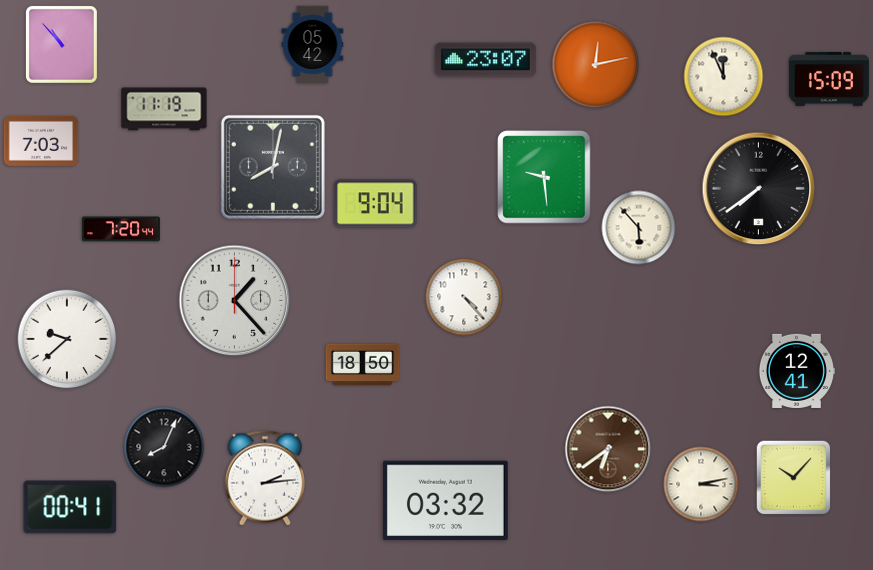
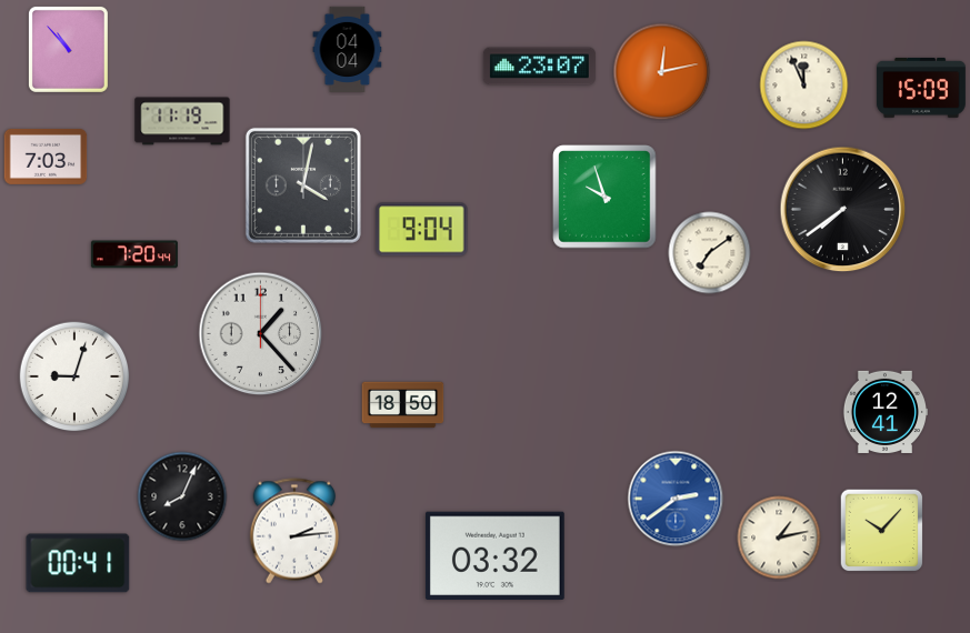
clock at (313, 44): 05:42 -> 04:04
clock at (273, 167): 8:02 -> 4:02
clock at (544, 177): 9:29 -> 9:57
clock at (376, 204) position: (376, 204) -> (422, 230)
clock at (639, 228): 5:53 -> 7:09
clock at (464, 297): 4:23 -> none
clock at (67, 339): 9:38 -> 9:03
clock at (608, 449): 6:39 -> 2:39
clock at (608, 449) dial: brown -> blue
clock at (701, 484): 3:13 -> 1:13
